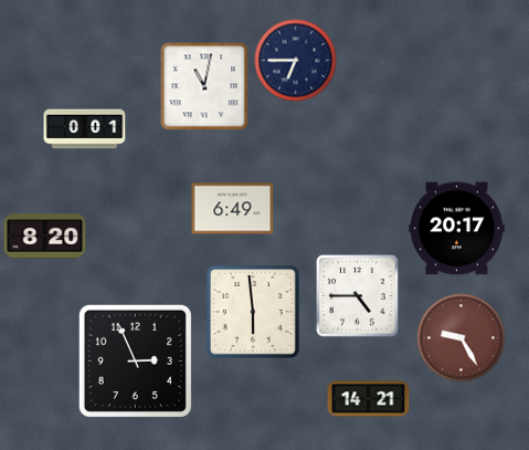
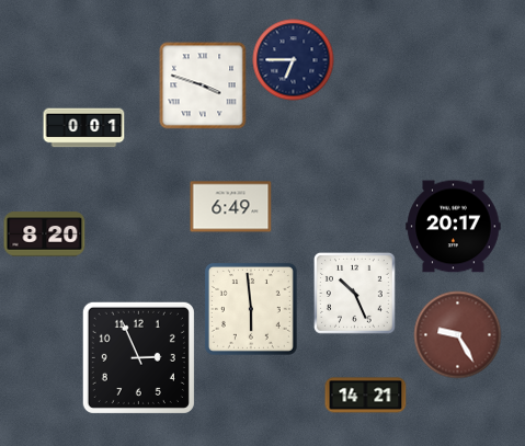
clock at (204, 86): 11:02 -> 3:48
clock at (357, 295): 4:45 -> 10:26
clock at (135, 360) position: (135, 360) -> (138, 357)
